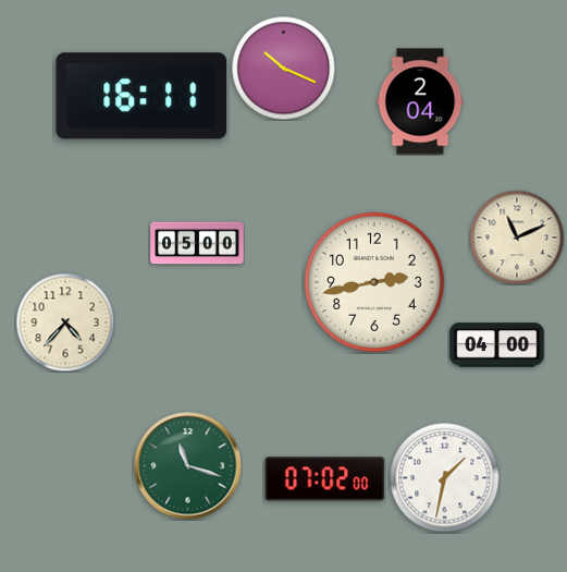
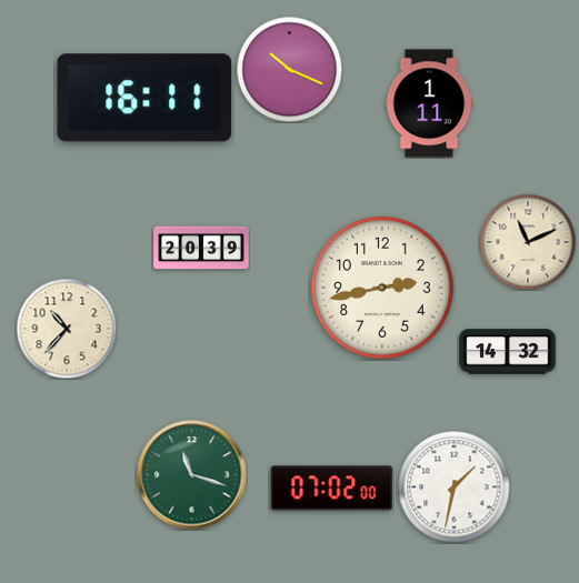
clock at (420, 101): 2:04 -> 1:11
clock at (197, 243): 05:00 -> 20:39
clock at (65, 322): 4:37 -> 10:37
clock at (497, 345): 04:00 -> 14:32
